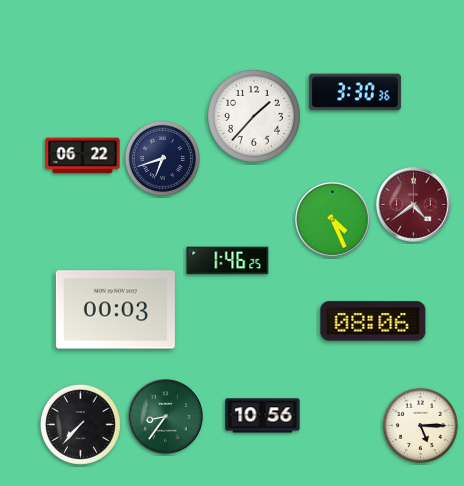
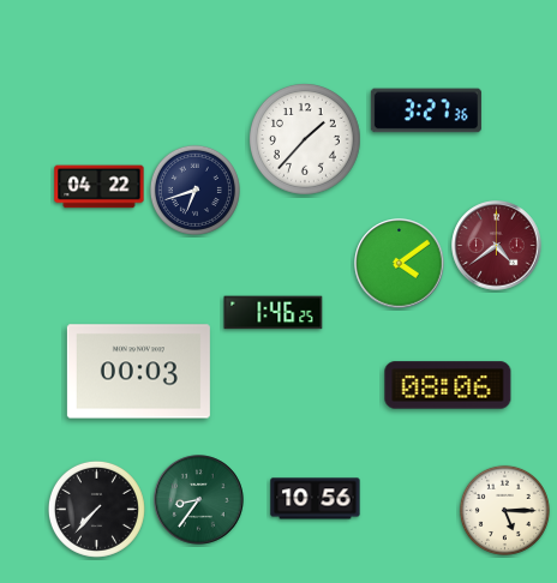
clock at (355, 92): 3:30 -> 3:27
clock at (83, 156): 06:22 -> 04:22
clock at (333, 220): 4:26 -> 4:09
